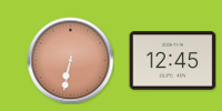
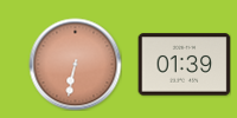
clock at (172, 61): 12:45 -> 01:39
